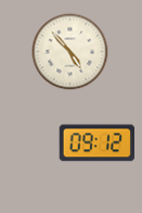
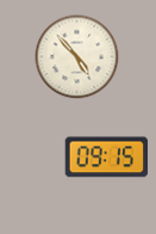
clock at (98, 143): 09:12 -> 09:15
